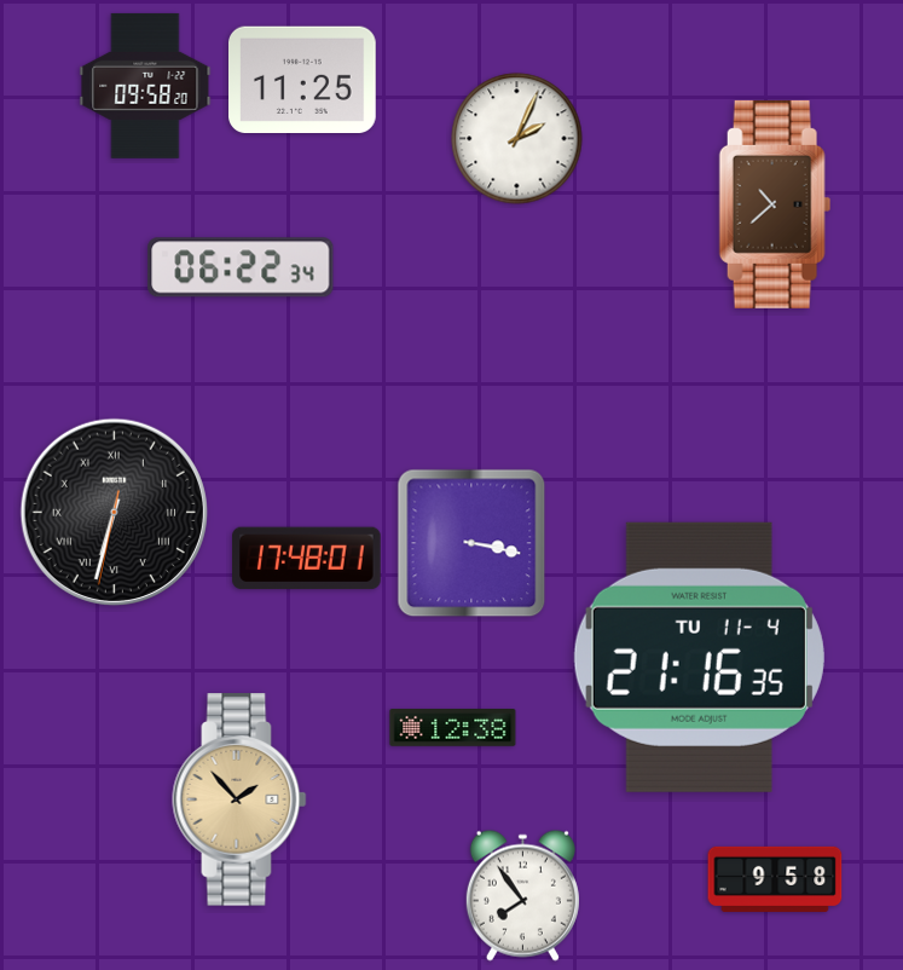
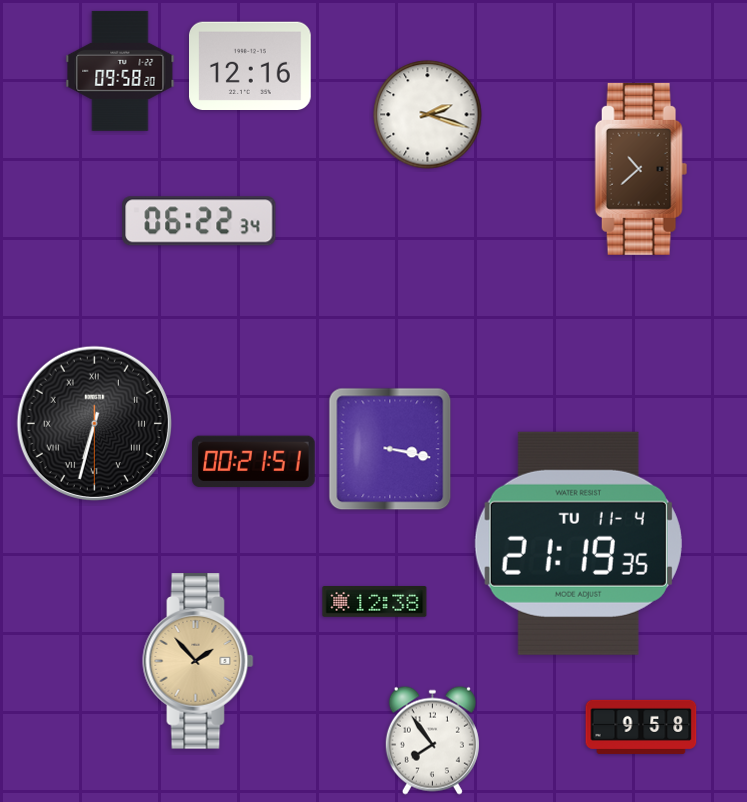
clock at (303, 79): 11:25 -> 12:16
clock at (517, 139): 2:04 -> 2:18
clock at (114, 512): 6:32:32 -> 6:32:30
clock at (307, 559): 17:48 -> 00:21
clock at (699, 657): 21:16 -> 21:19
